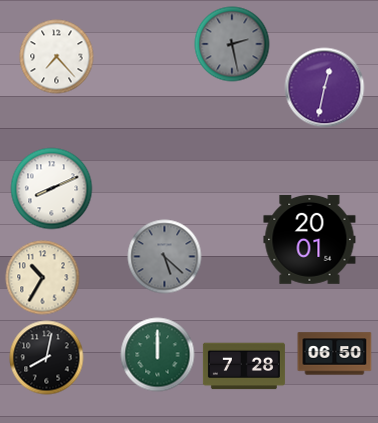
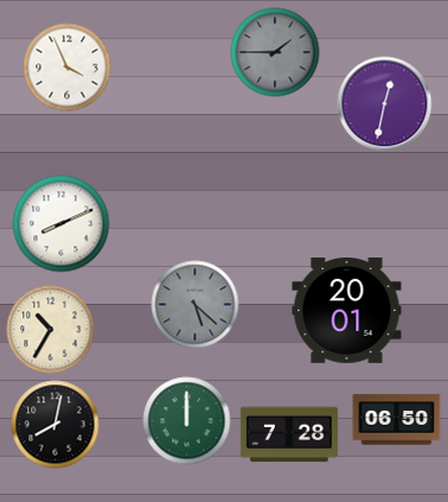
clock at (232, 44): 2:28 -> 1:45
clock at (57, 57): 7:23 -> 3:56
clock at (310, 240) position: (310, 240) -> (347, 311)
